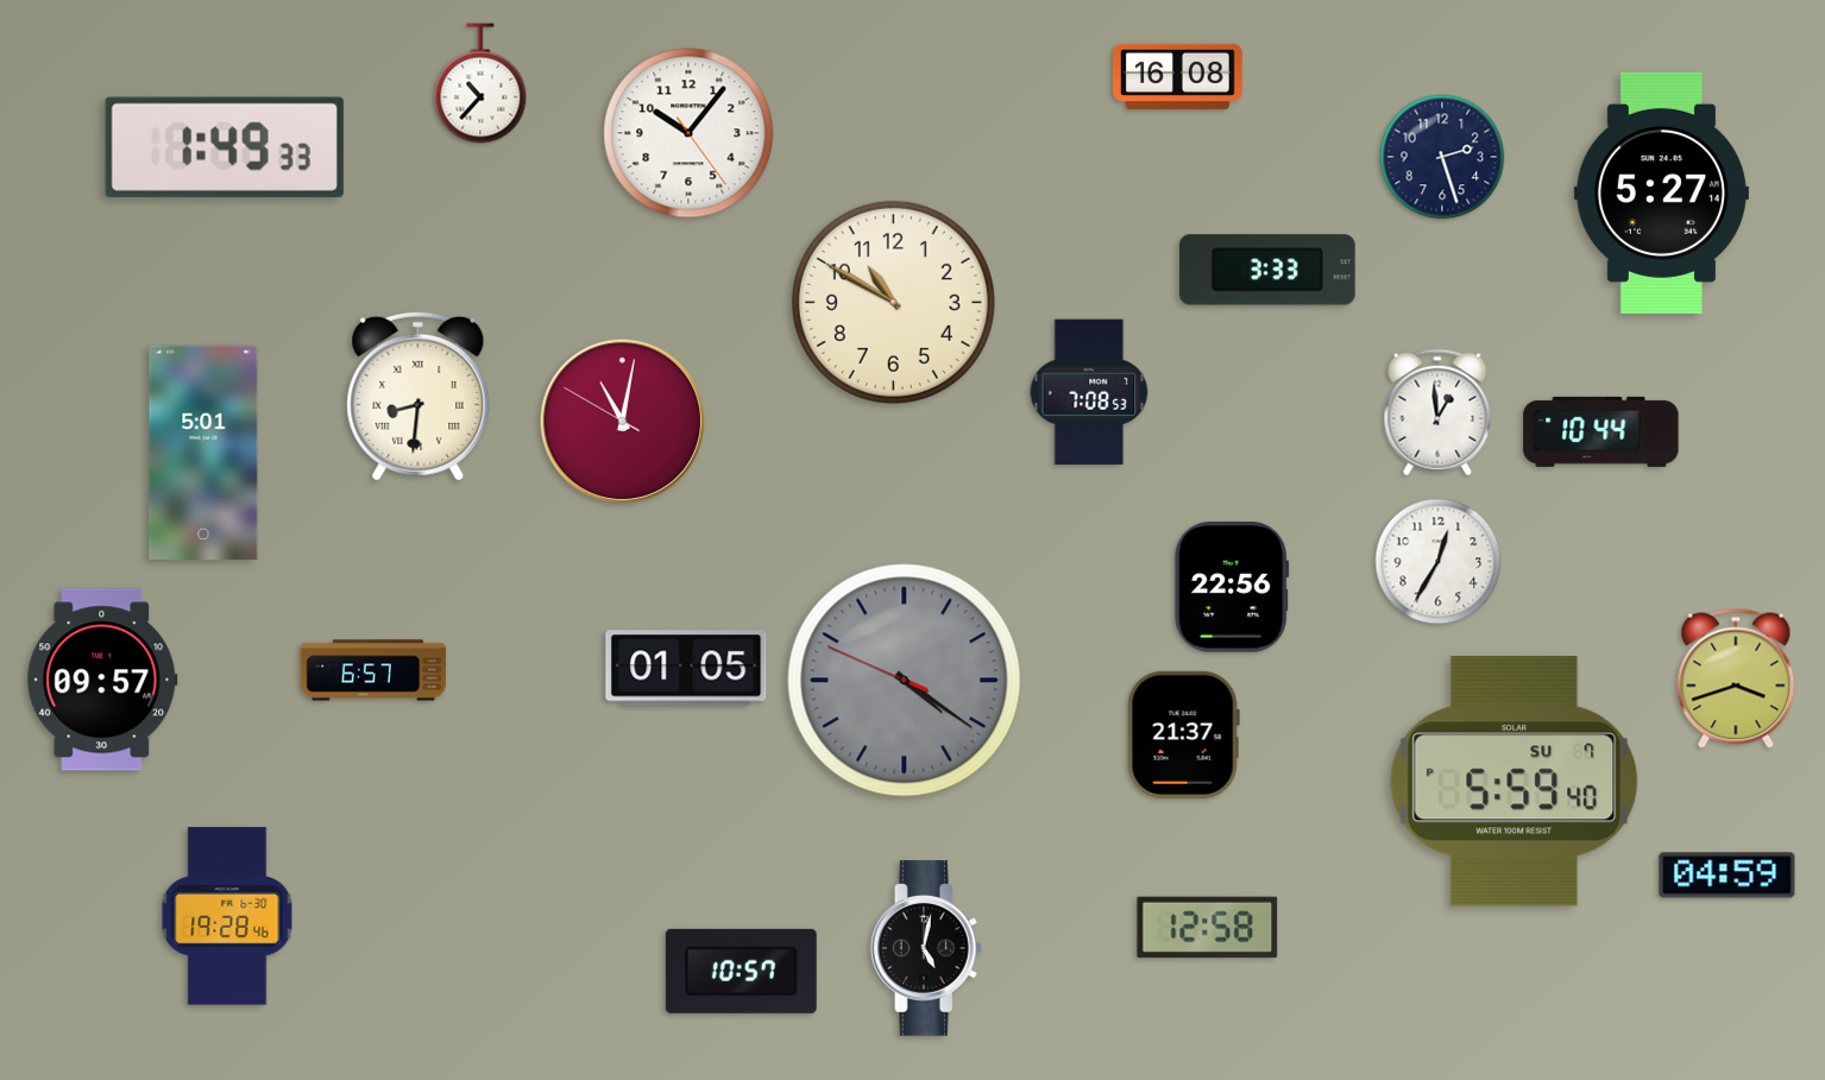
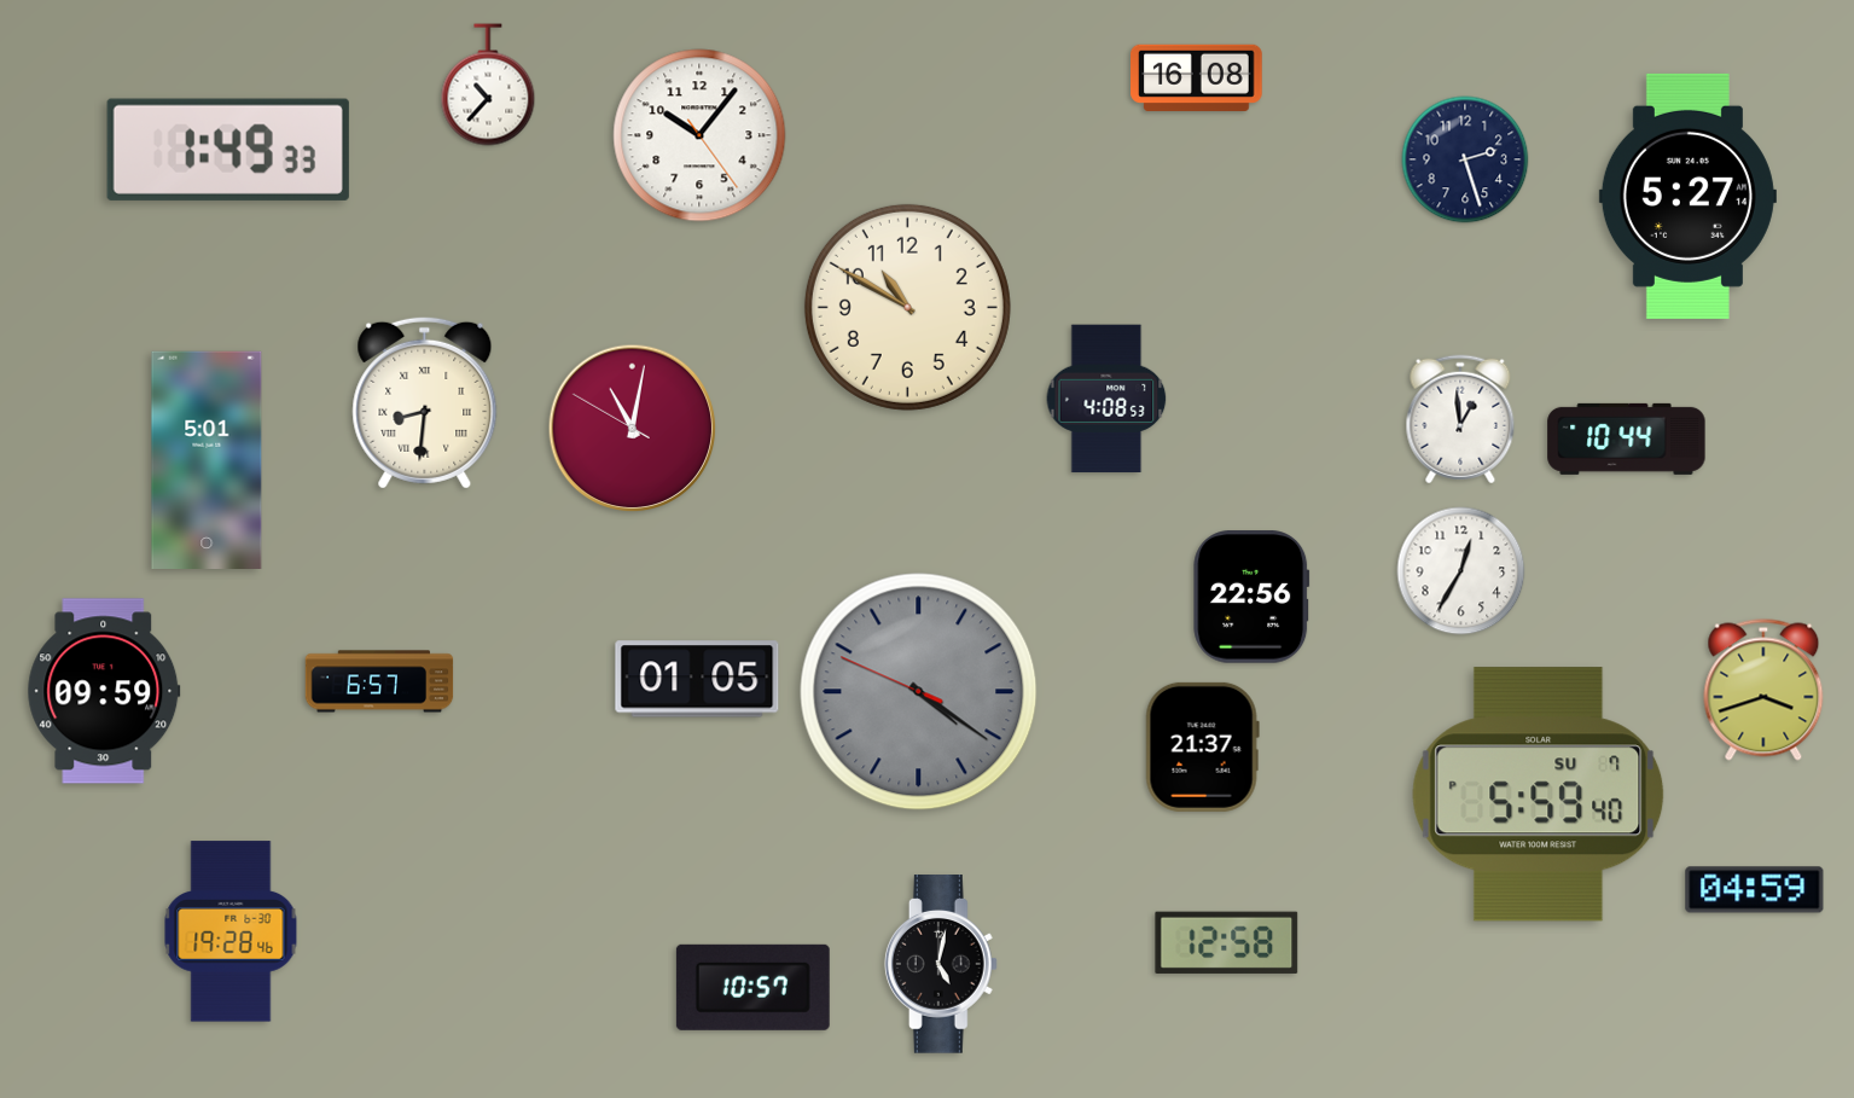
clock at (1267, 270): 3:33 -> none
clock at (1089, 392): 7:08 -> 4:08
clock at (102, 680): 09:57 -> 09:59
